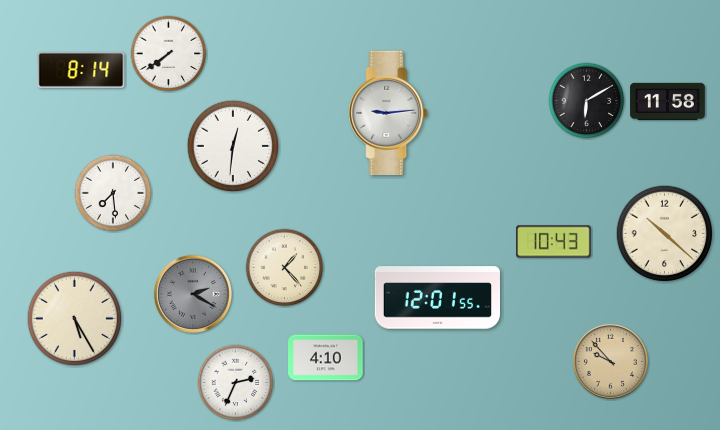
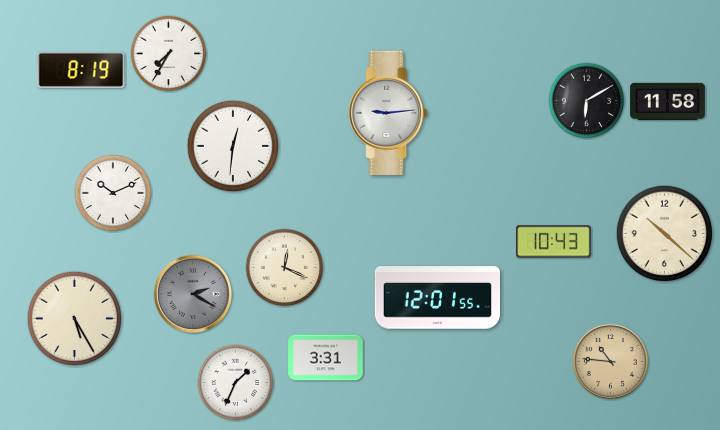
clock at (169, 54): 7:39 -> 7:35
clock at (81, 70): 8:14 -> 8:19
clock at (113, 193): 7:29 -> 10:11
clock at (285, 268): 1:23 -> 12:19
clock at (326, 358): 4:10 -> 3:31
clock at (610, 361): 9:53 -> 10:46
clock at (236, 383): 2:34 -> 1:34
